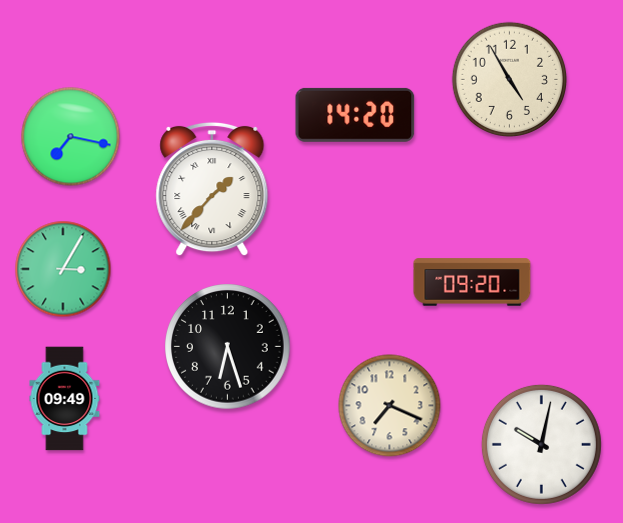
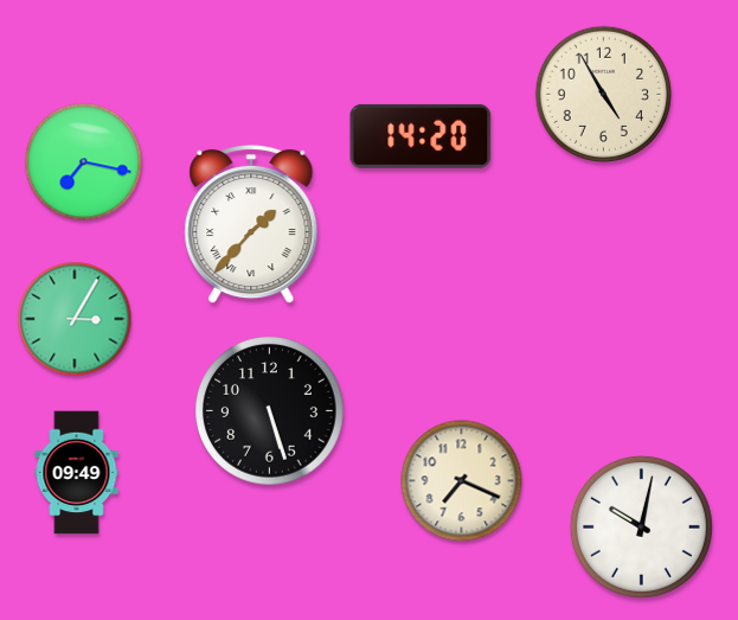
clock at (472, 282): 09:20 -> none
clock at (228, 347): 6:27 -> 5:27
